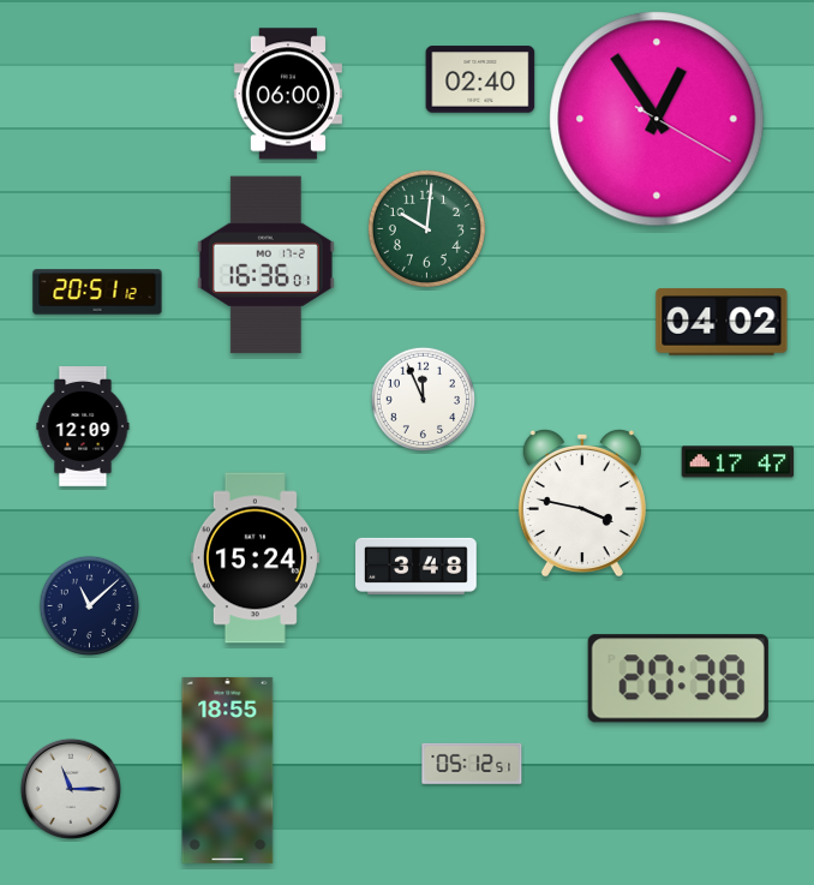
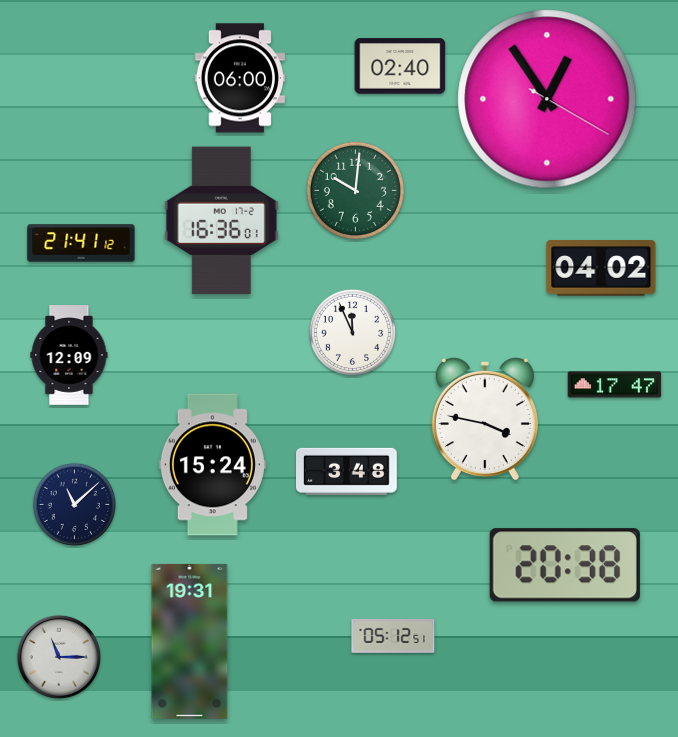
clock at (97, 292): 20:51 -> 21:41
clock at (228, 770): 18:55 -> 19:31
